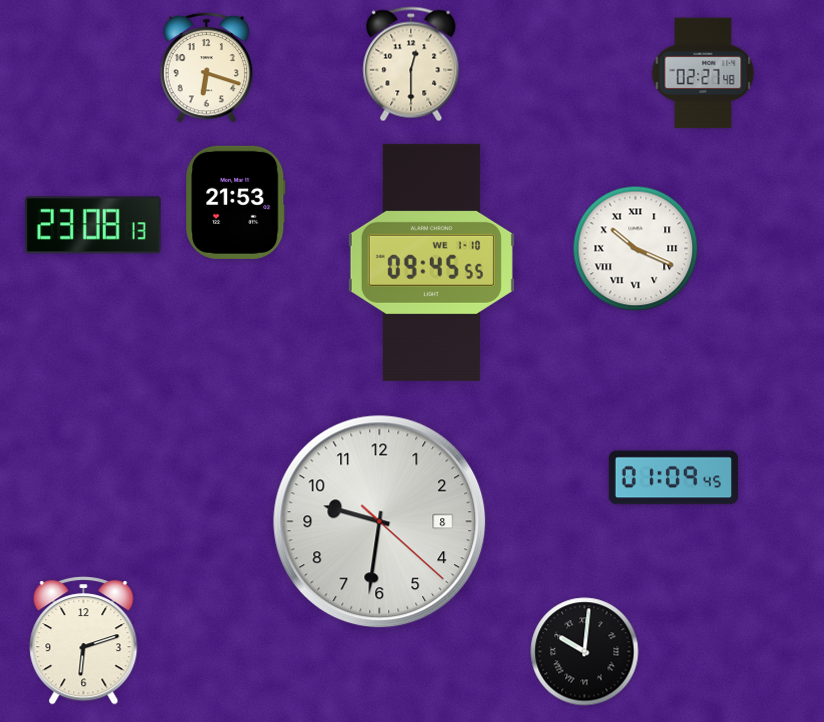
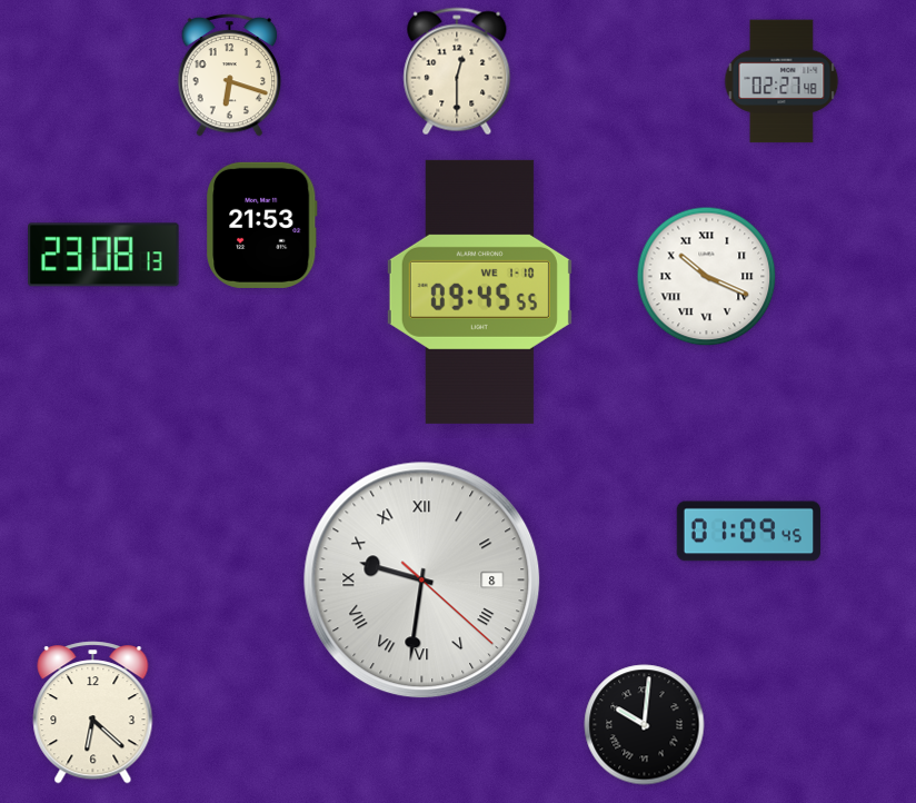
clock at (93, 225) position: (93, 225) -> (103, 255)
clock at (380, 522) numerals: Arabic -> Roman
clock at (84, 641): 6:12 -> 6:22
clock at (585, 652) position: (585, 652) -> (645, 725)
